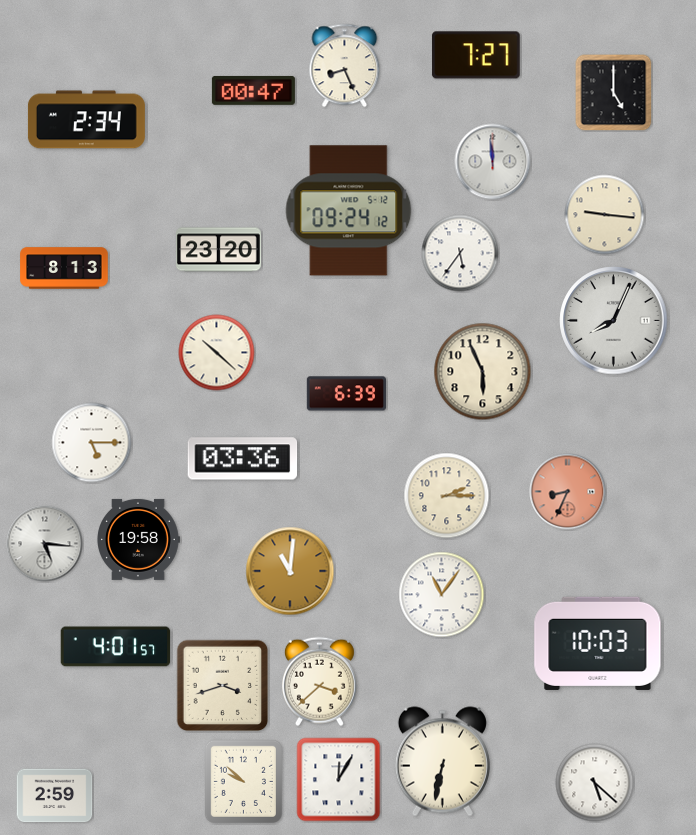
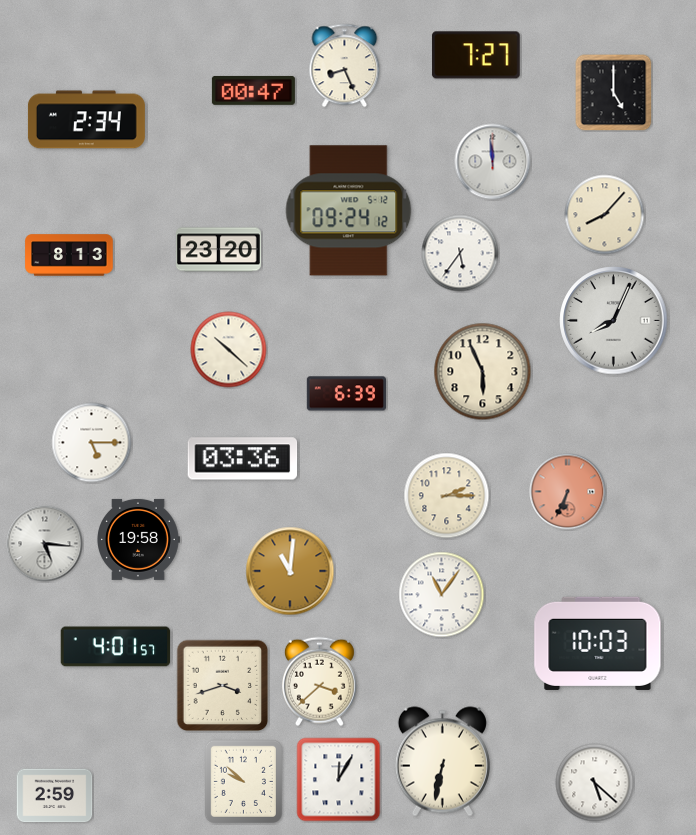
clock at (605, 215): 9:16 -> 8:07
clock at (64, 268) position: (64, 268) -> (69, 255)
clock at (217, 353) position: (217, 353) -> (229, 350)
clock at (568, 492): 8:34 -> 6:34
